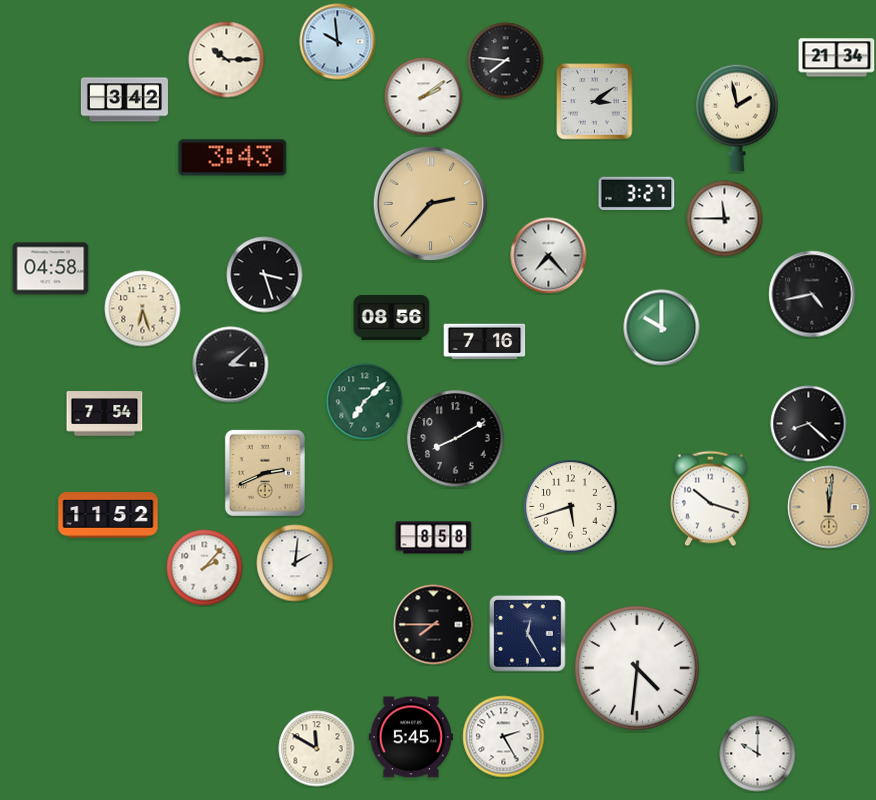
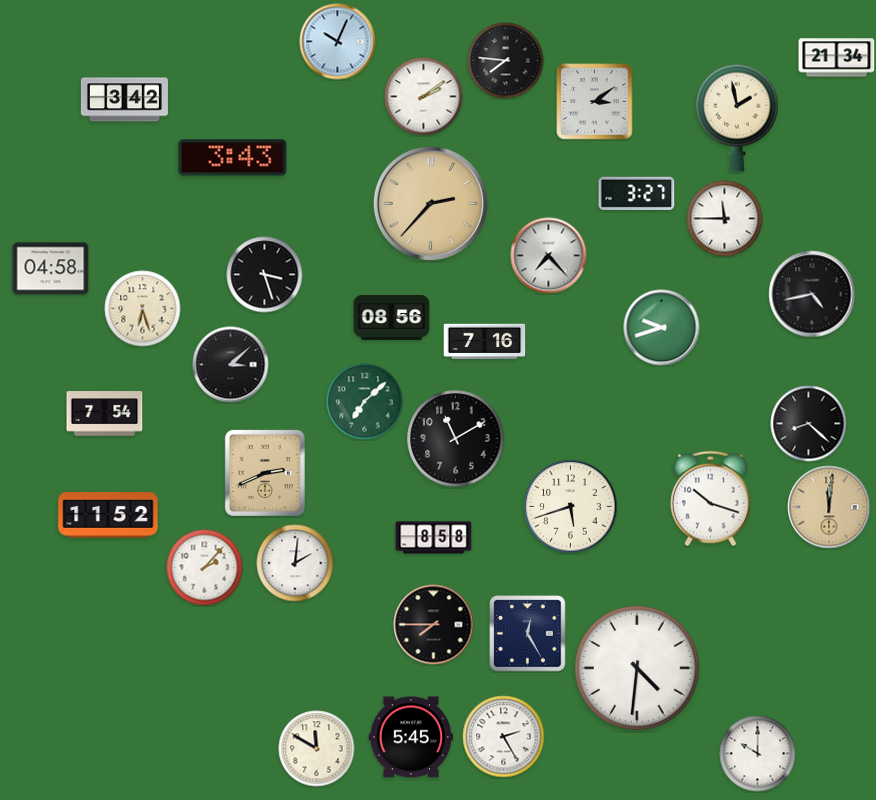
clock at (338, 42): 9:59 -> 10:04
clock at (227, 60): 10:15 -> none
clock at (662, 328): 10:00 -> 9:42
clock at (456, 439): 8:10 -> 11:10
